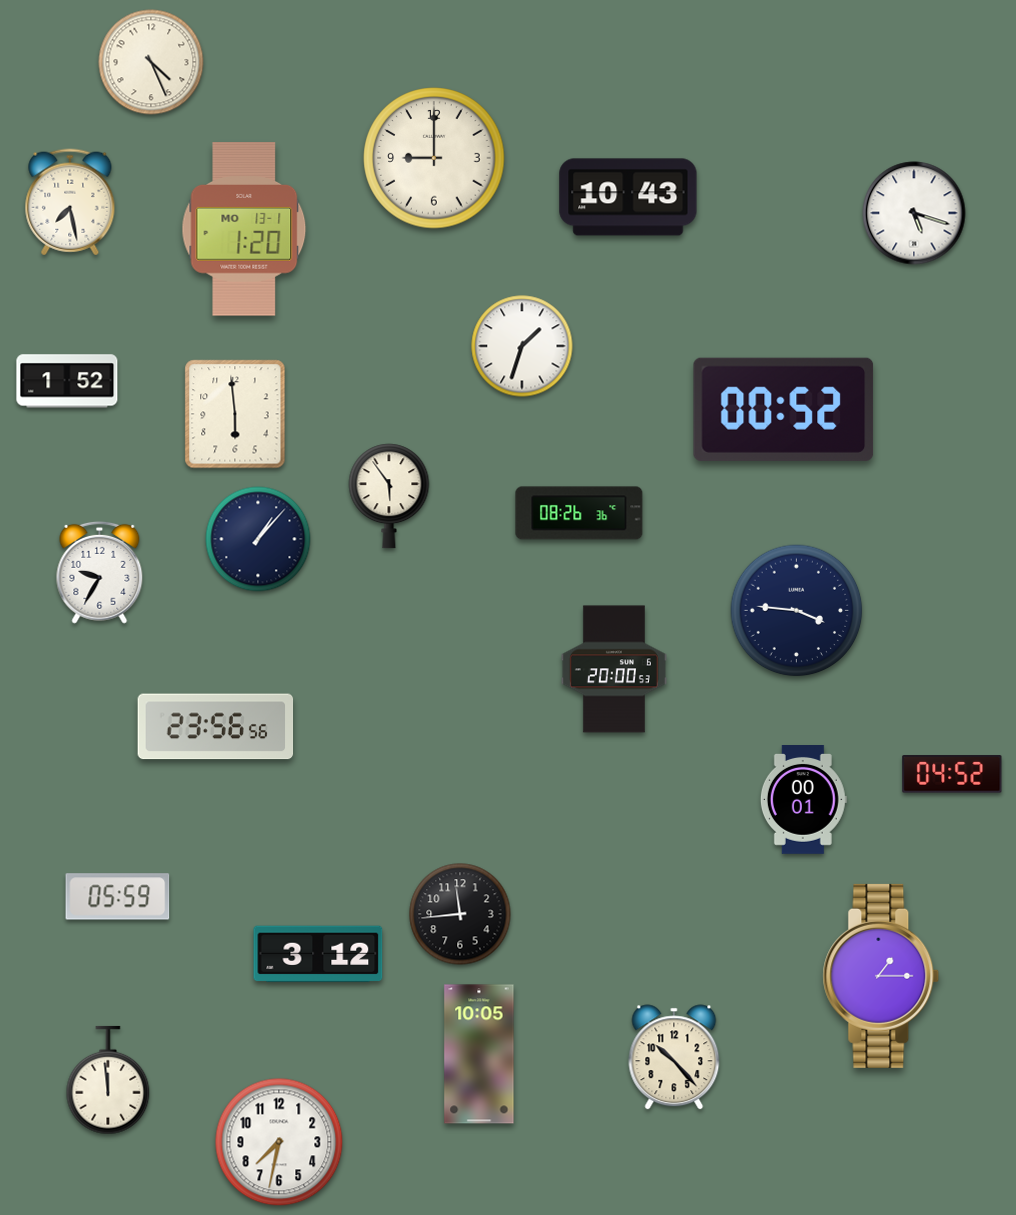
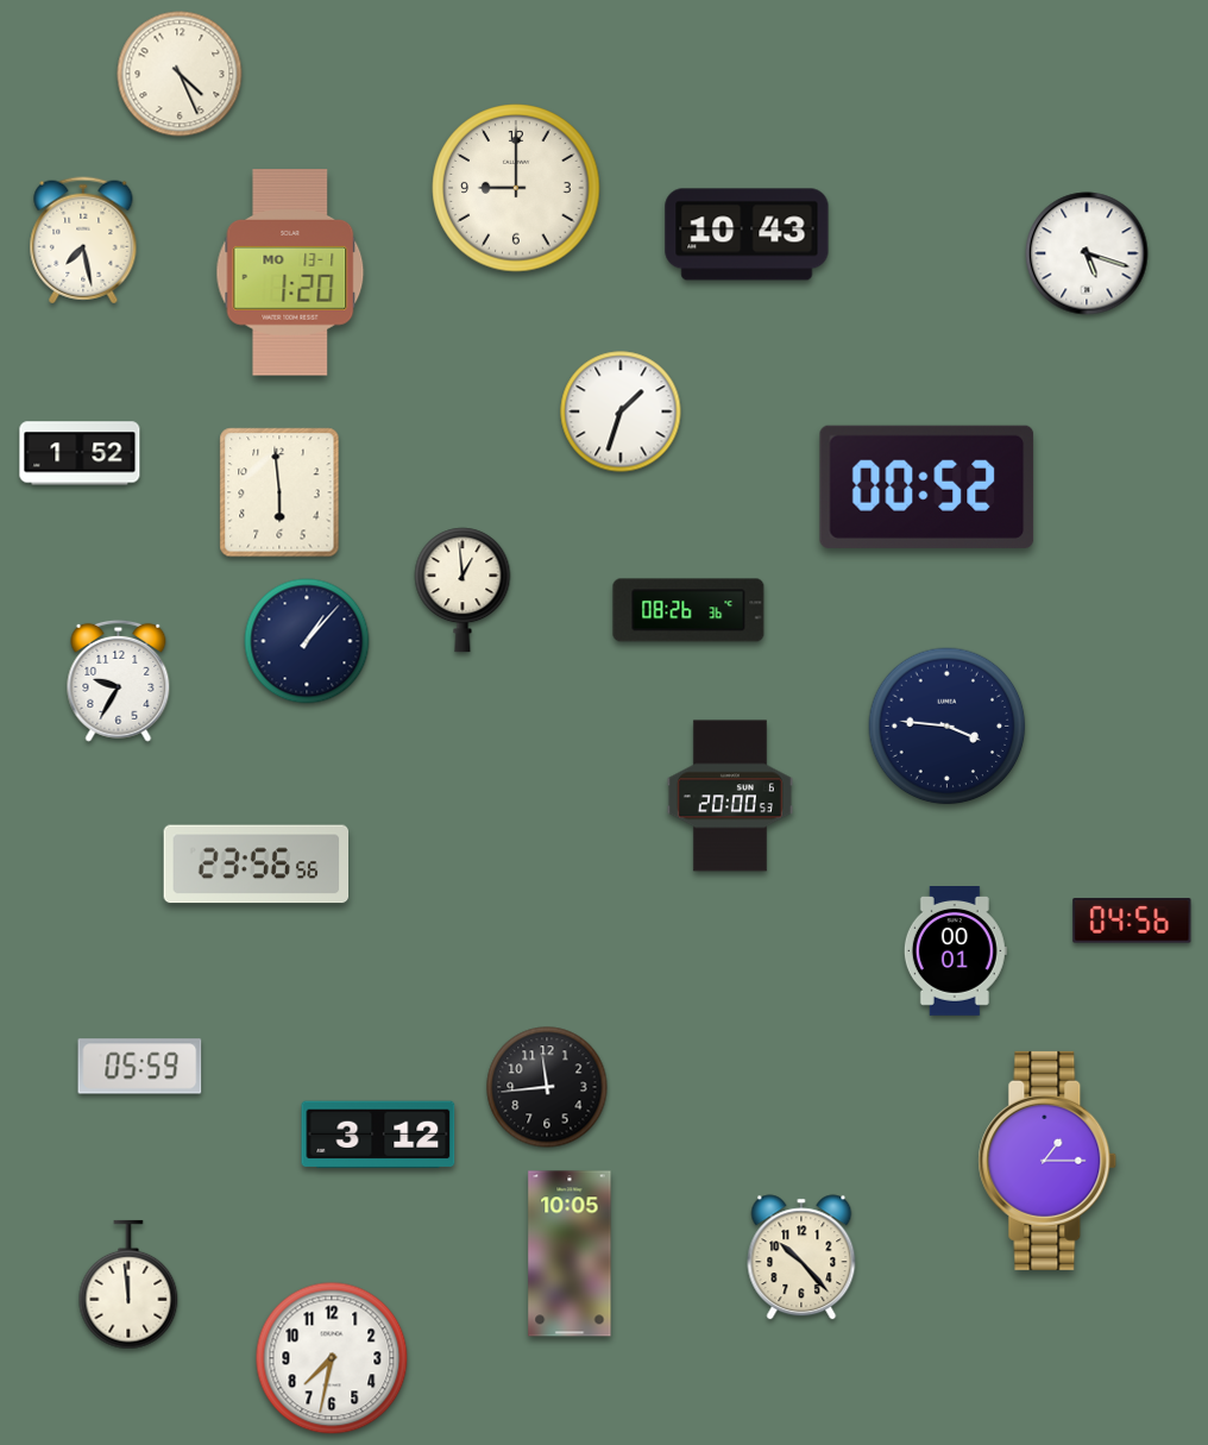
clock at (784, 409) position: (784, 409) -> (927, 486)
clock at (389, 496): 5:54 -> 12:59
clock at (952, 774): 04:52 -> 04:56
